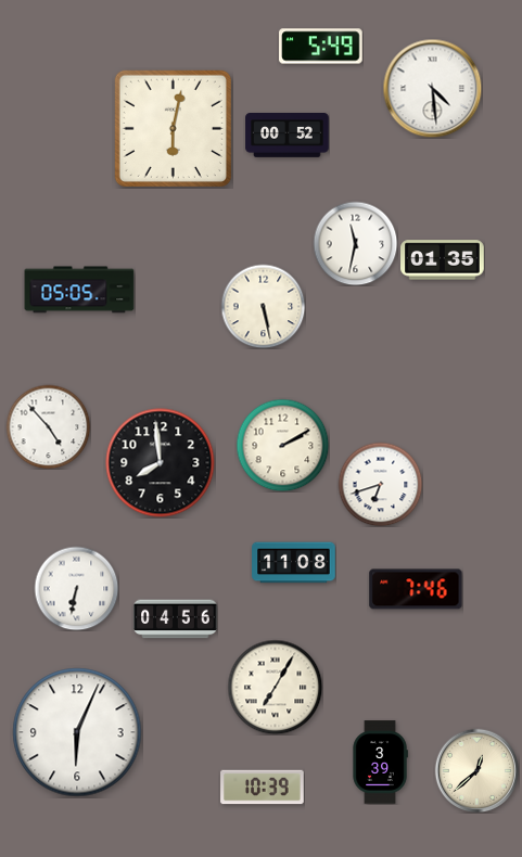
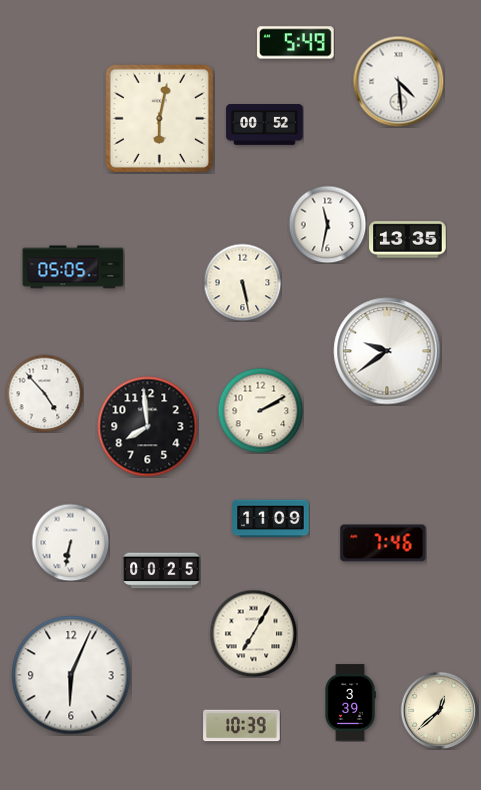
clock at (443, 260): 01:35 -> 13:35
clock at (387, 351): none -> 9:39
clock at (380, 484): 6:42 -> none
clock at (294, 563): 11:08 -> 11:09
clock at (176, 619): 04:56 -> 00:25
